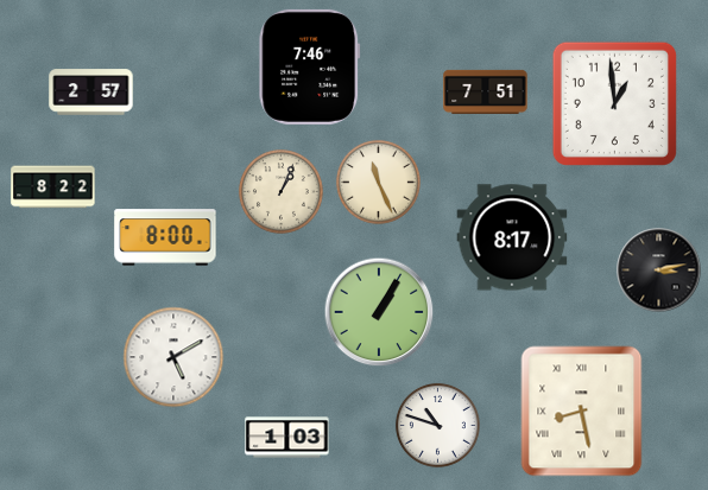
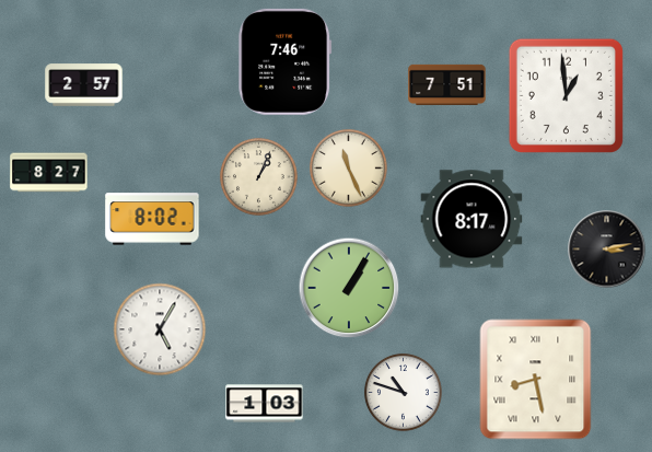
clock at (53, 187): 8:22 -> 8:27
clock at (165, 237): 8:00 -> 8:02
clock at (173, 357): 5:10 -> 5:05
